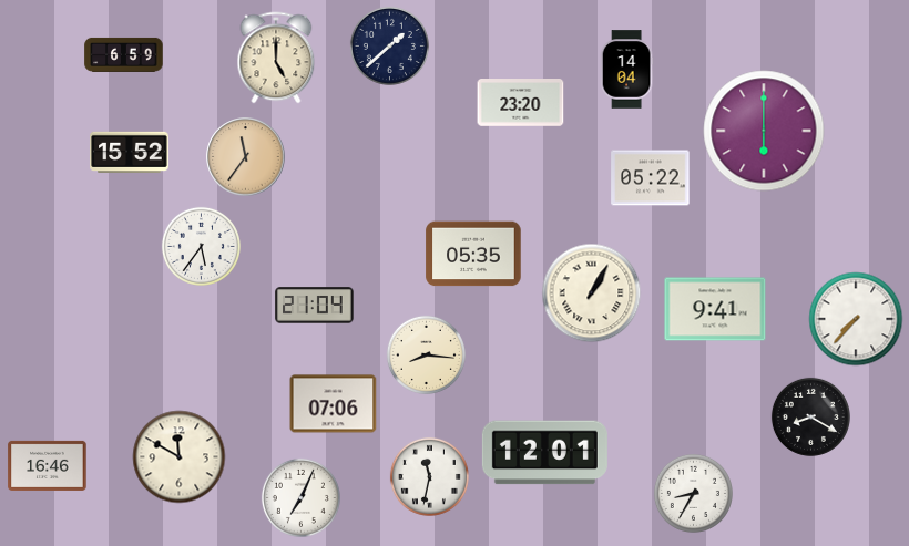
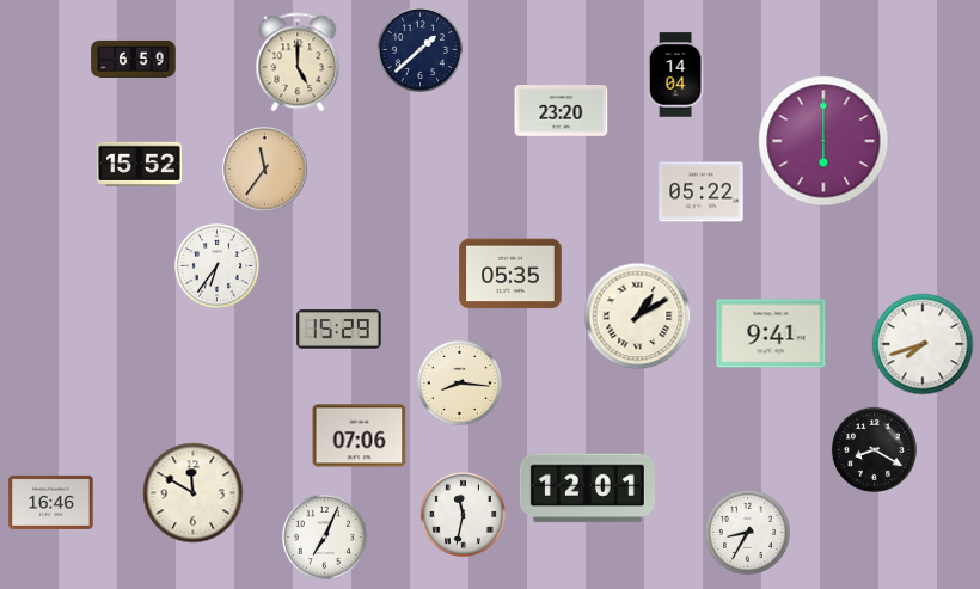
clock at (201, 246): 5:36 -> 6:36
clock at (592, 293): 1:05 -> 1:10
clock at (315, 306): 21:04 -> 15:29
clock at (856, 319): 7:37 -> 7:42
